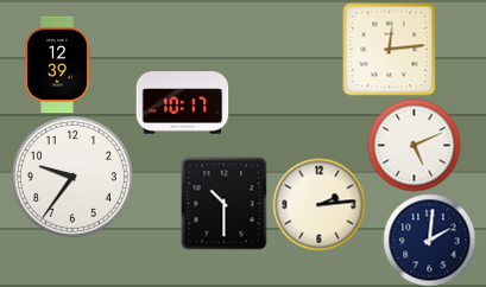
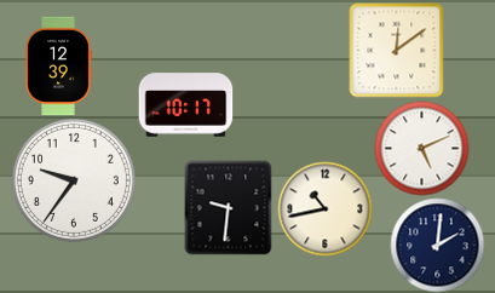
clock at (389, 49): 12:14 -> 12:09
clock at (225, 203): 10:30 -> 9:31
clock at (318, 204): 2:14 -> 10:43
